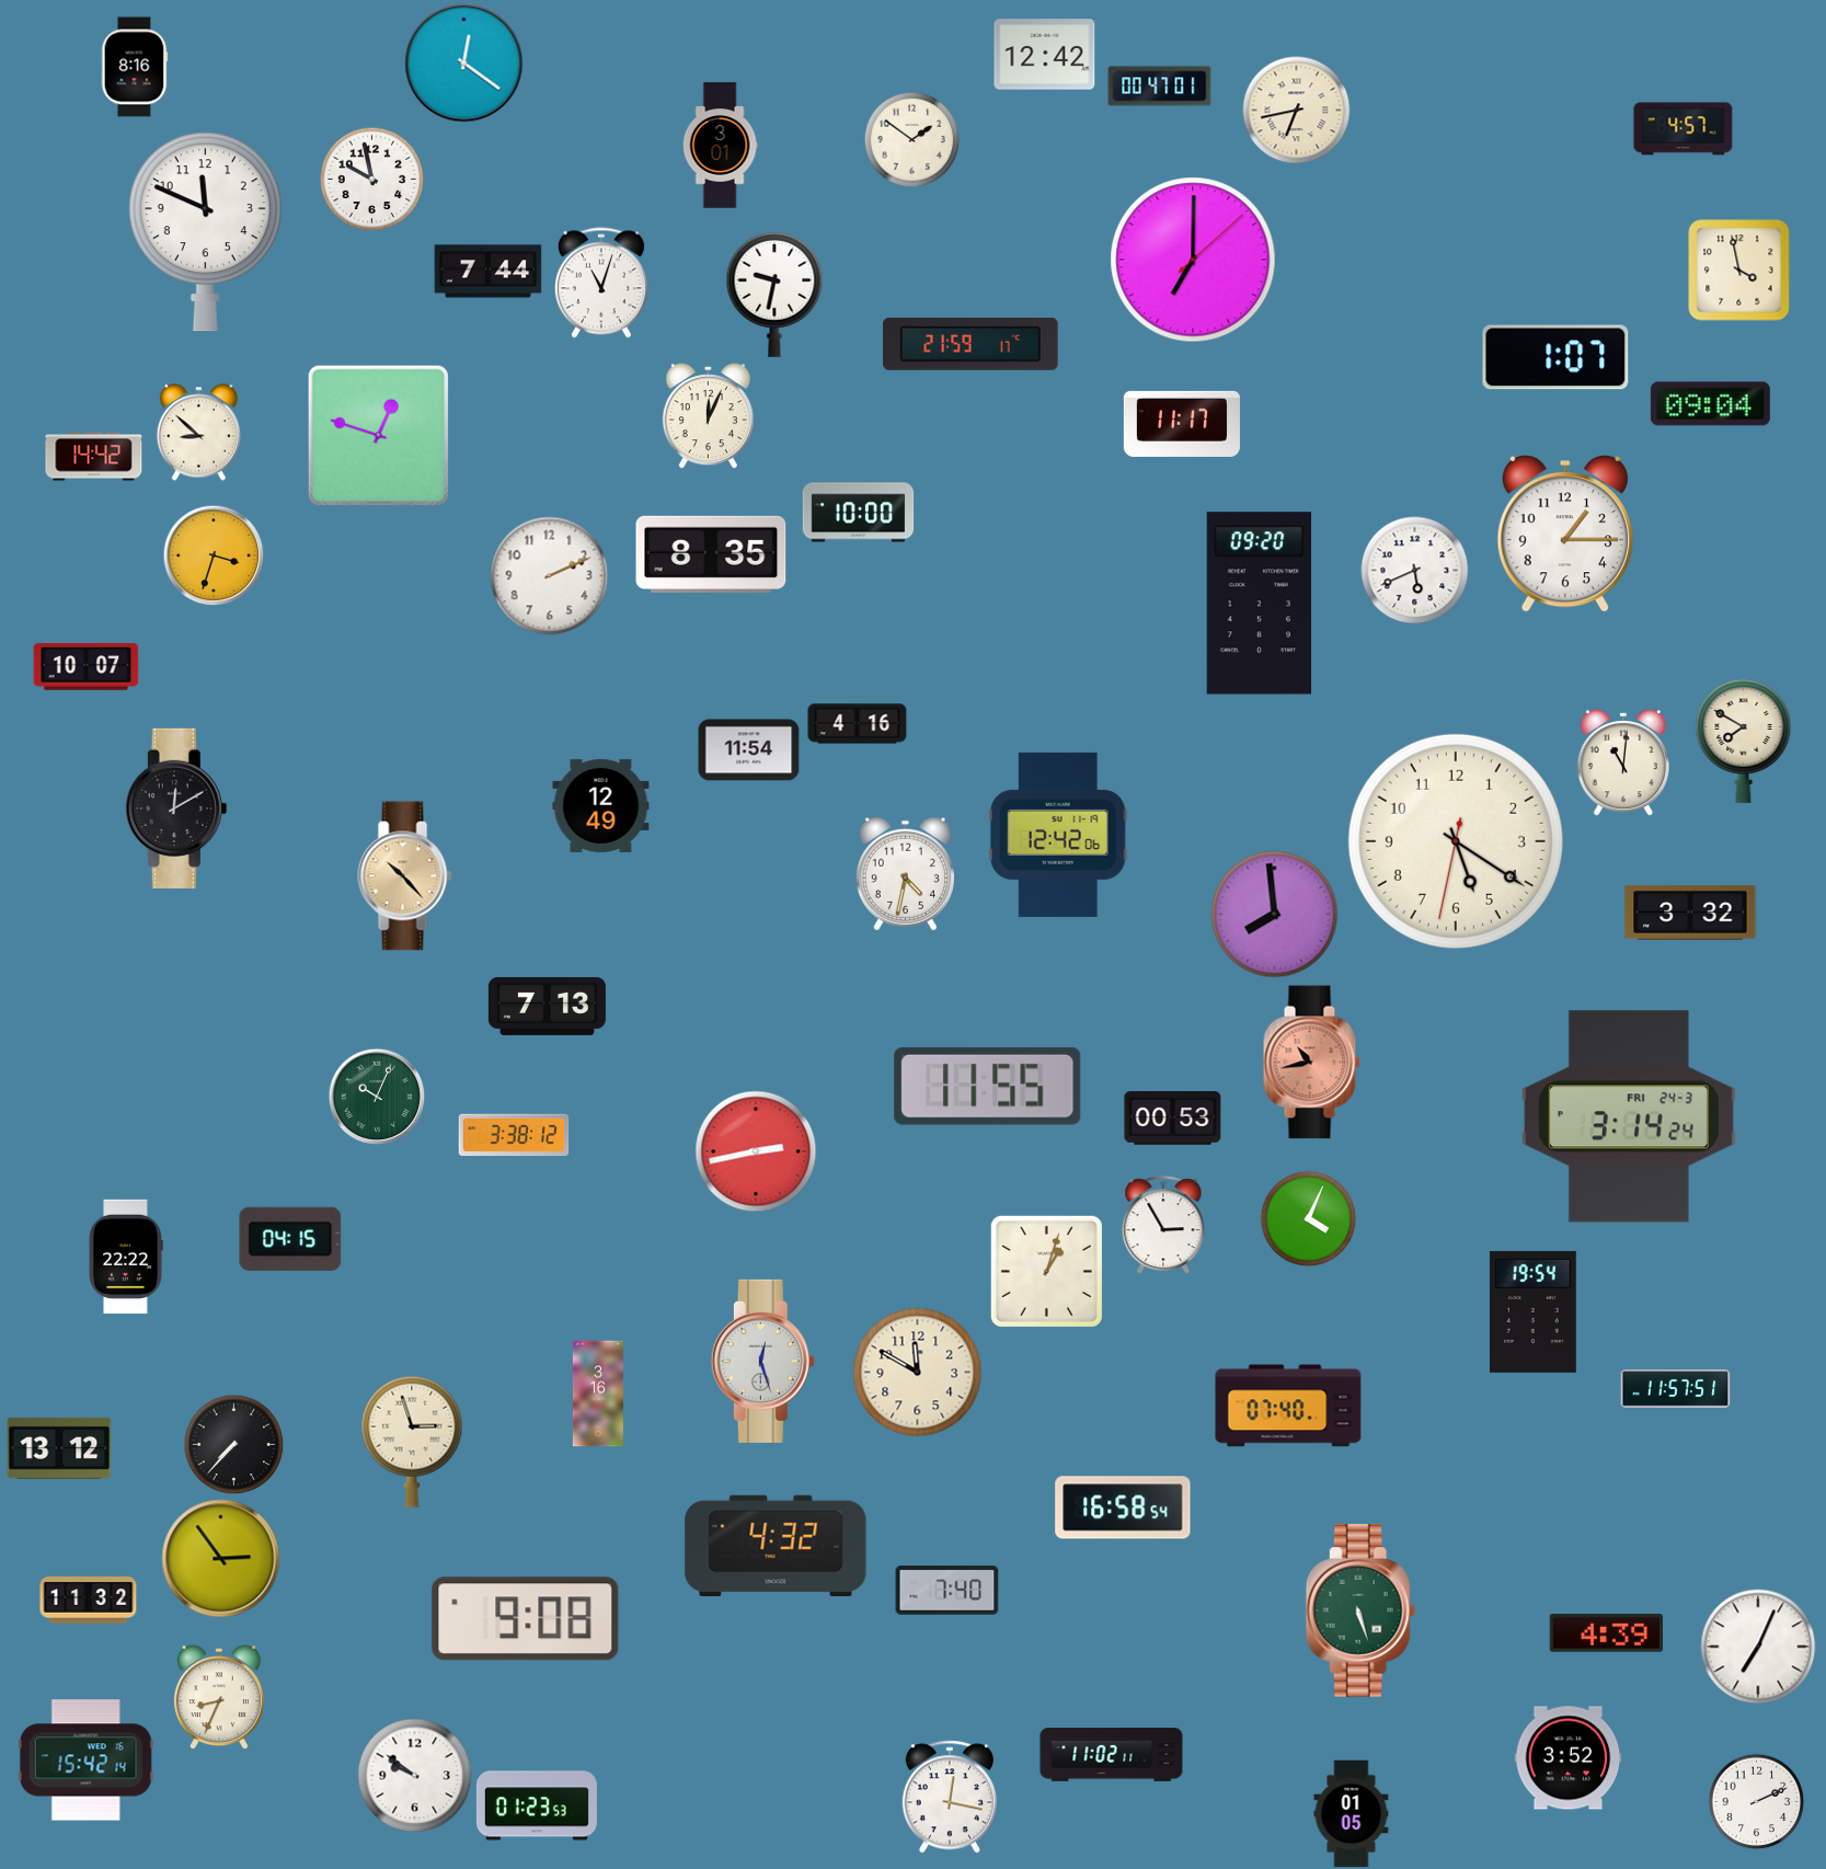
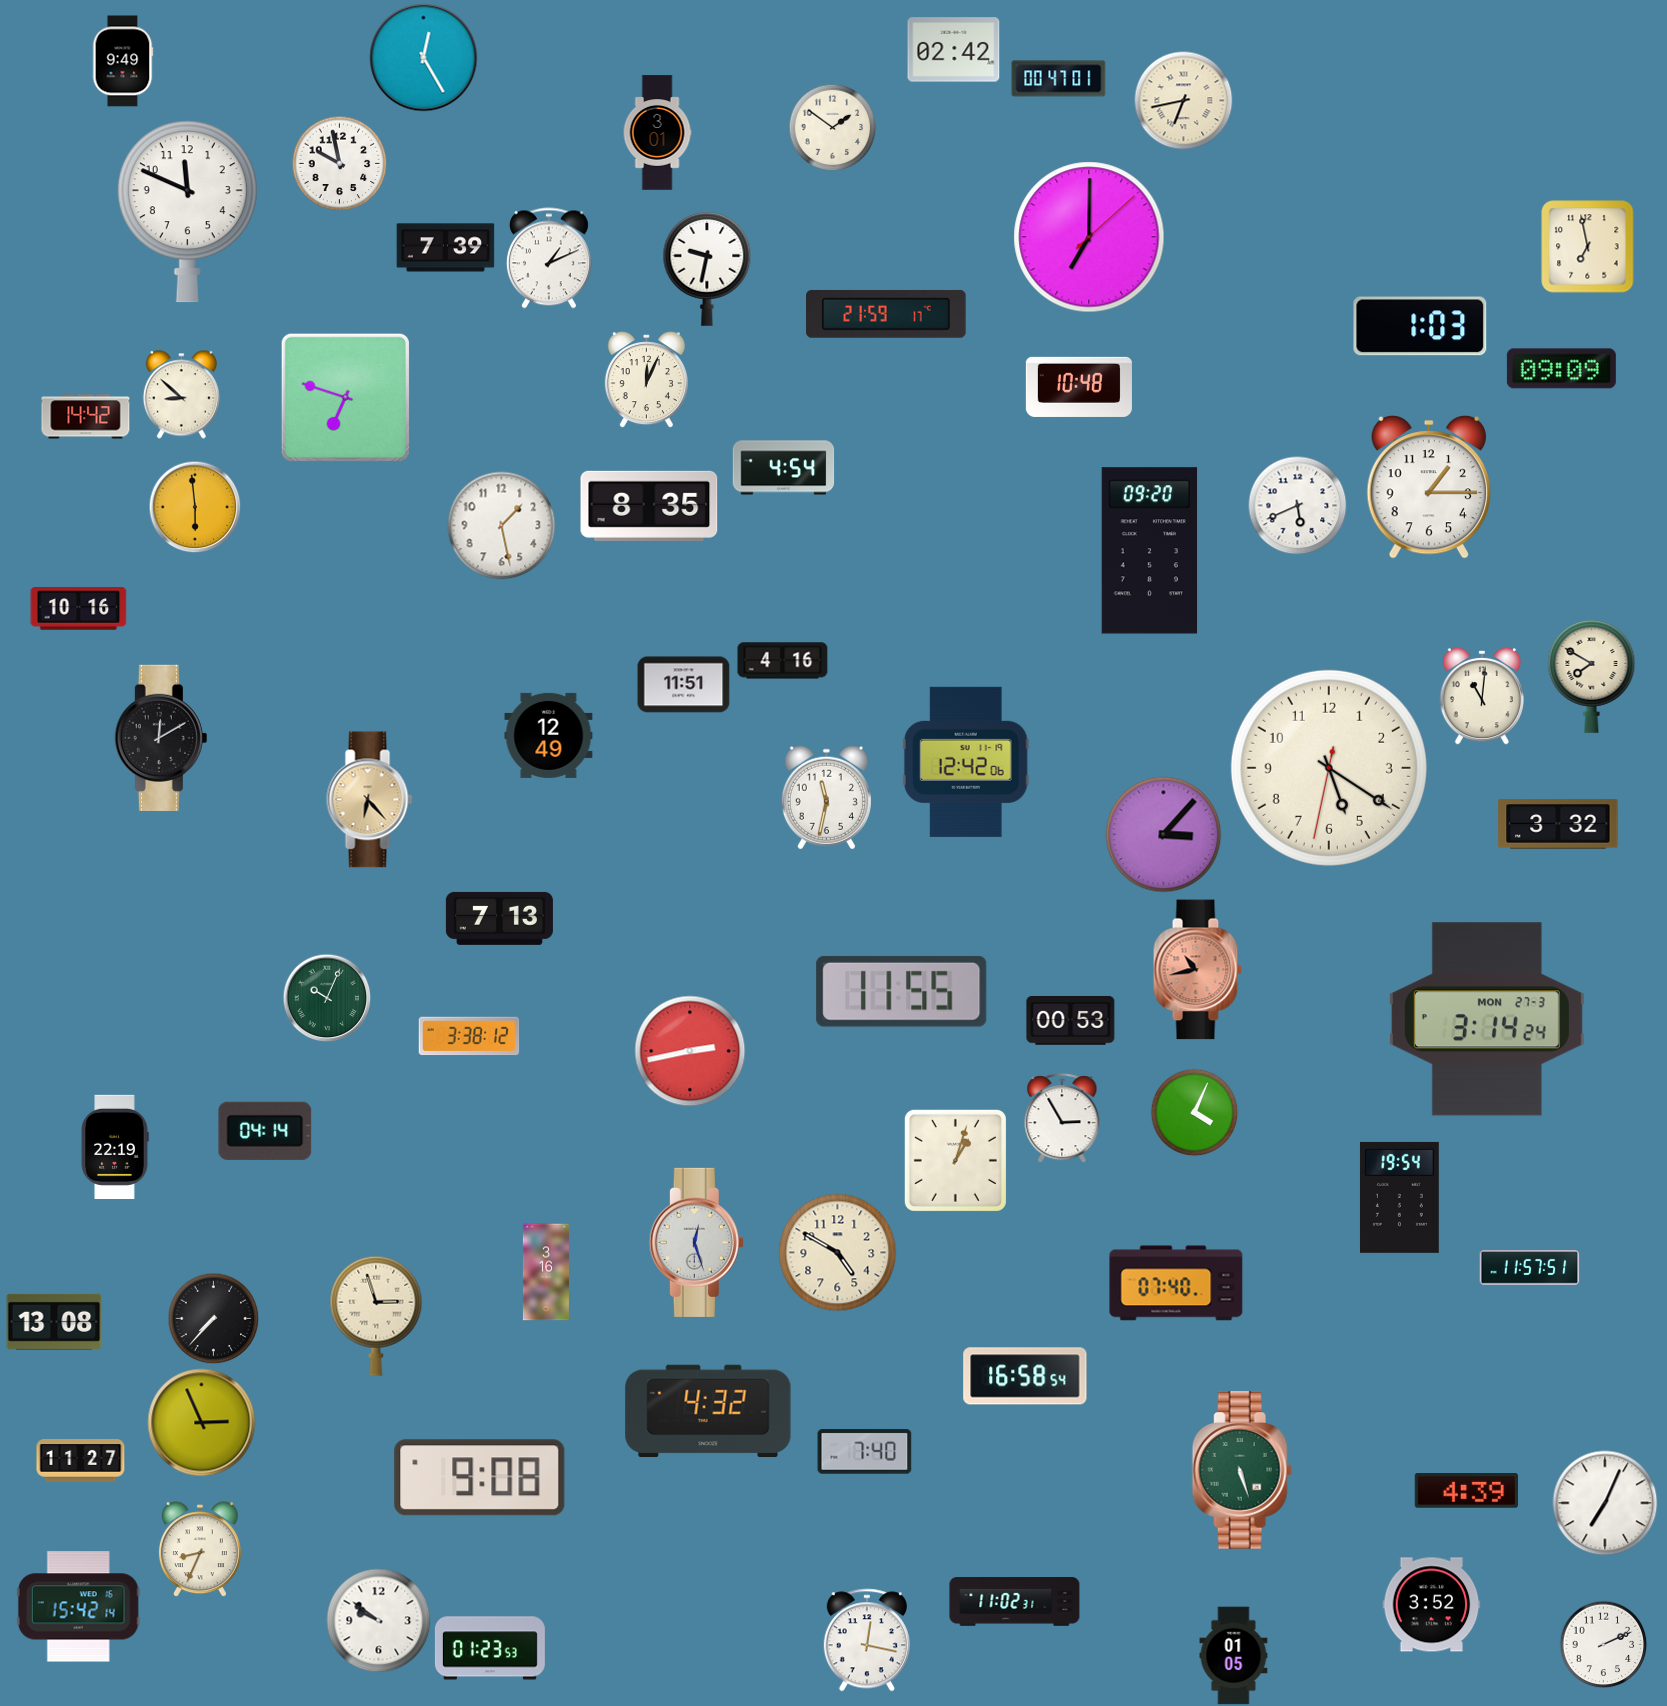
clock at (1045, 55): 12:42 -> 02:42
clock at (464, 64): 12:21 -> 12:25
clock at (135, 67): 8:16 -> 9:49
clock at (1684, 129): 4:57 -> none
clock at (1739, 271): 3:58 -> 6:58
clock at (489, 272): 7:44 -> 7:39
clock at (601, 283): 11:03 -> 1:11
clock at (1555, 357): 1:07 -> 1:03
clock at (1710, 404): 09:04 -> 09:09
clock at (1182, 424): 11:17 -> 10:48
clock at (378, 435): 12:48 -> 6:48
clock at (859, 513): 10:00 -> 4:54
clock at (214, 555): 3:33 -> 5:59
clock at (1415, 571) position: (1415, 571) -> (1298, 506)
clock at (550, 576): 2:11 -> 1:28
clock at (87, 667): 10:07 -> 10:16
clock at (749, 750): 11:54 -> 11:51
clock at (905, 874): 4:32 -> 11:32
clock at (405, 876): 10:23 -> 6:23
clock at (1690, 913) position: (1690, 913) -> (1558, 824)
clock at (1275, 915): 7:59 -> 3:07
clock at (377, 1097) position: (377, 1097) -> (327, 998)
clock at (1629, 1116) date: FRI 24-3 -> MON 27-3
clock at (290, 1239): 04:15 -> 04:14
clock at (126, 1255): 22:22 -> 22:19
clock at (918, 1373): 11:50 -> 4:50
clock at (59, 1448): 13:12 -> 13:08
clock at (221, 1559): 2:54 -> 2:56
clock at (89, 1601): 11:32 -> 11:27
clock at (1112, 1755): 11:02:11 -> 11:02:31
